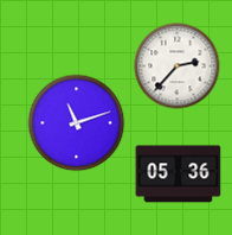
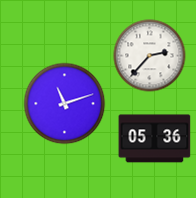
clock at (179, 174) position: (179, 174) -> (155, 139)
